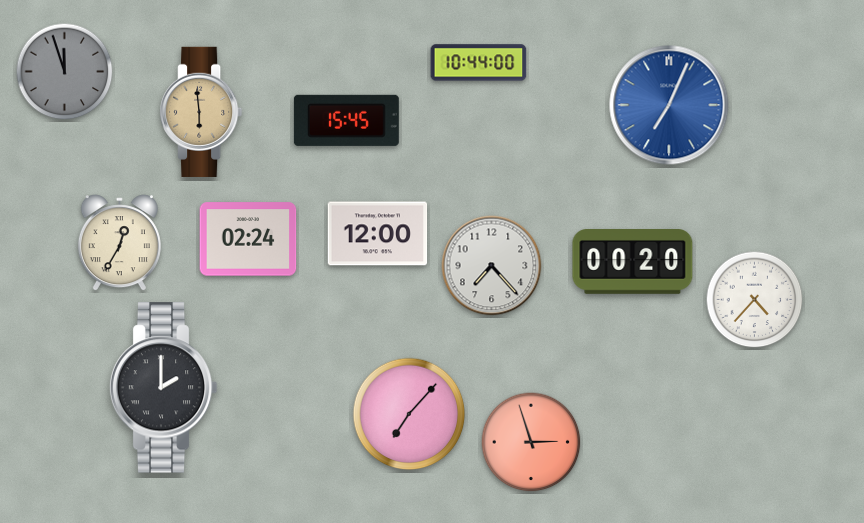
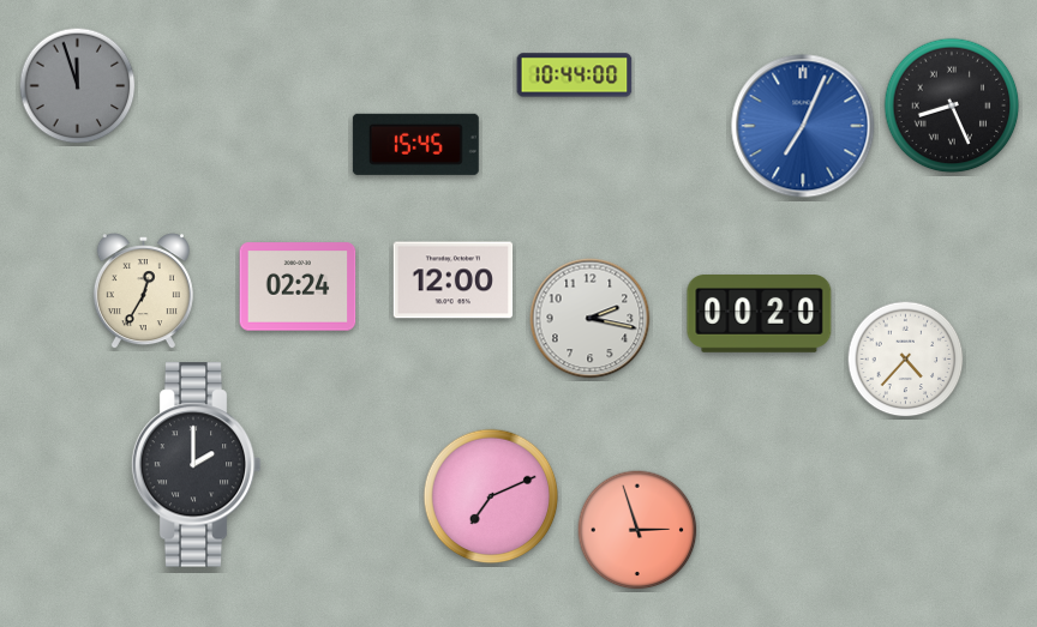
clock at (952, 105): none -> 8:26
clock at (201, 112): 5:59 -> none
clock at (492, 266): 7:23 -> 2:17
clock at (409, 414): 7:07 -> 7:11
